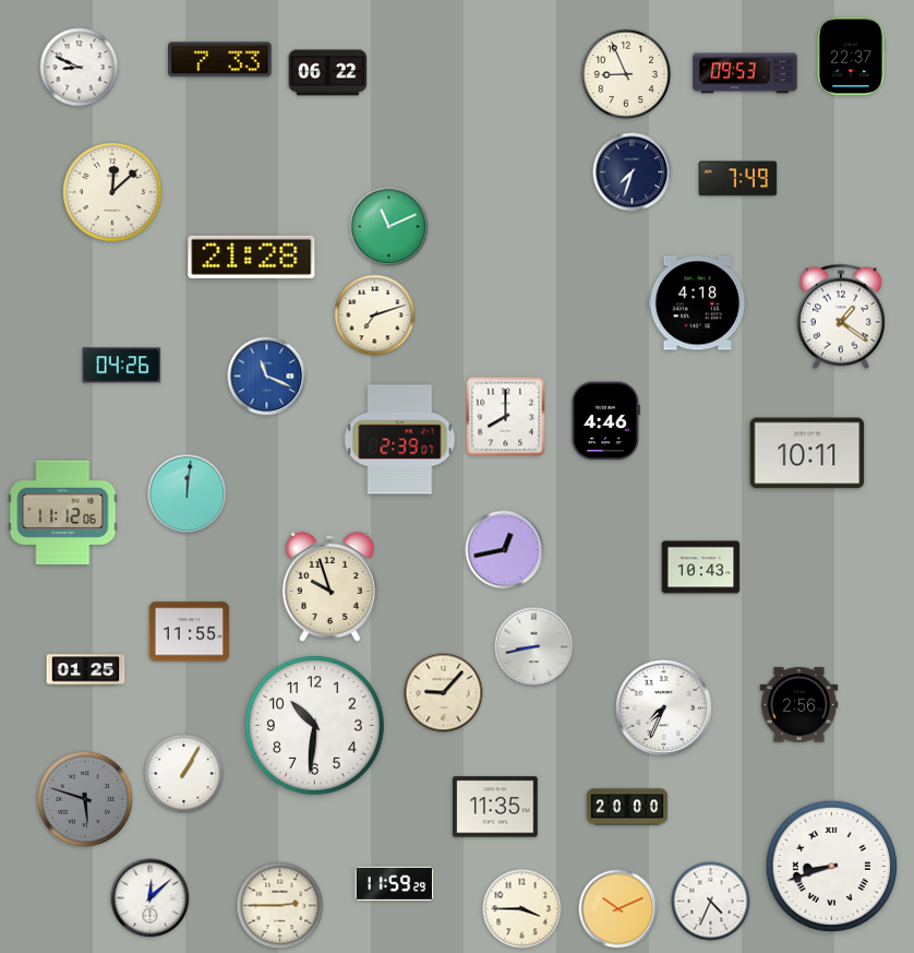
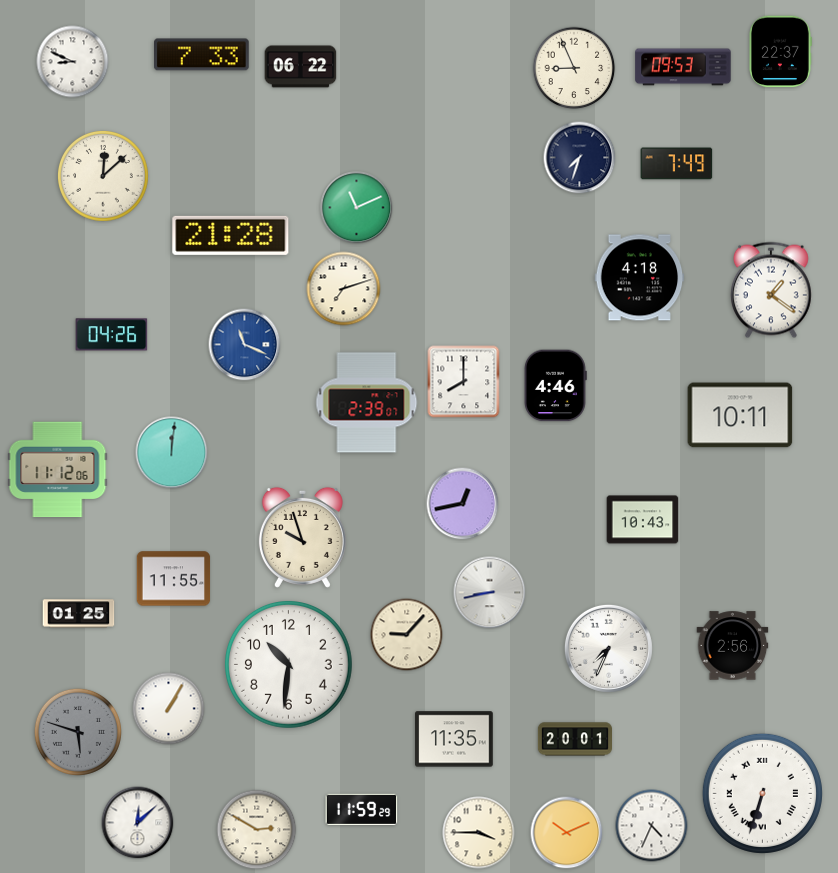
clock at (626, 807): 20:00 -> 20:01
clock at (831, 866): 8:42 -> 6:33
clock at (280, 906): 2:45 -> 2:50
